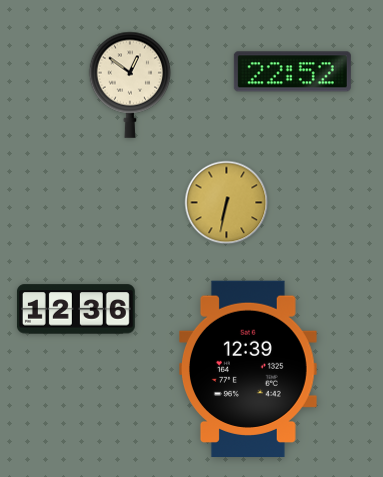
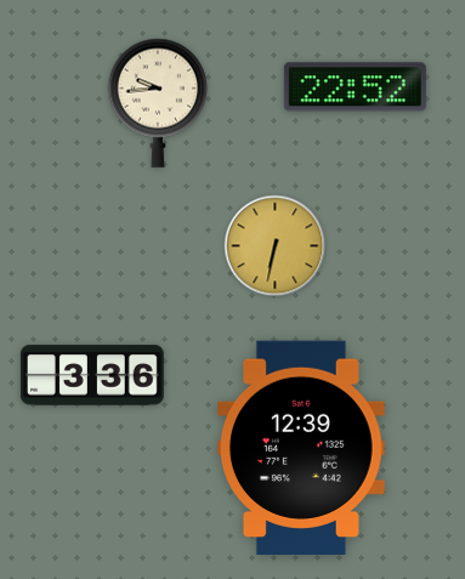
clock at (130, 85): 12:51 -> 9:44
clock at (76, 309): 12:36 -> 3:36
